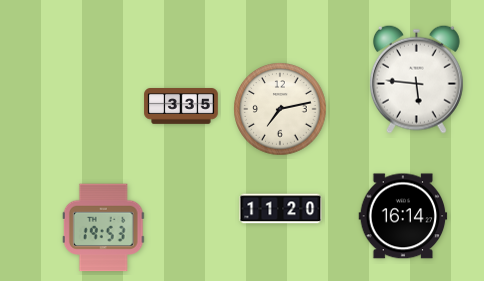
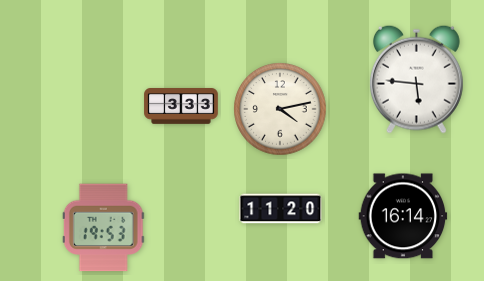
clock at (181, 107): 3:35 -> 3:33
clock at (280, 109): 7:13 -> 4:13
